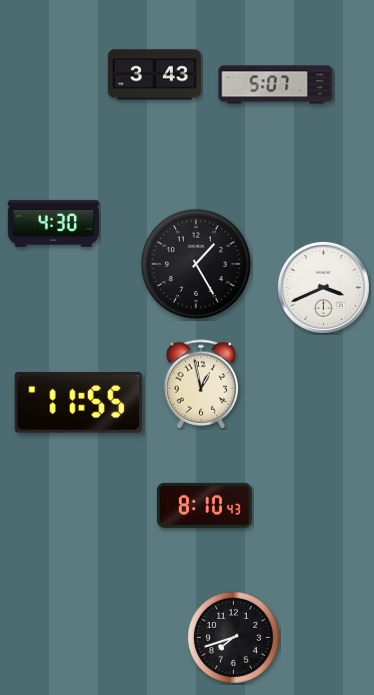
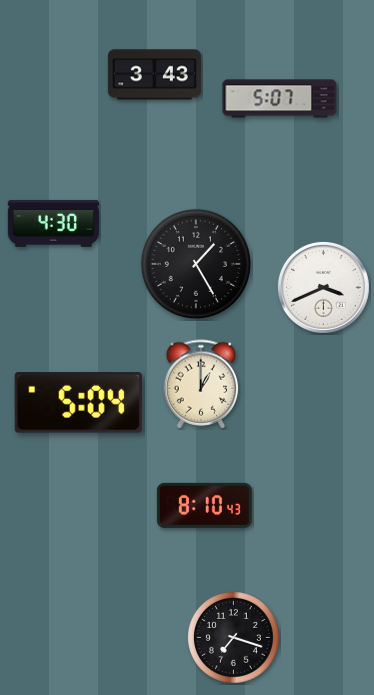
clock at (276, 85) position: (276, 85) -> (280, 99)
clock at (201, 384): 12:58 -> 1:00
clock at (78, 403): 11:55 -> 5:04
clock at (234, 638): 7:42 -> 7:18
